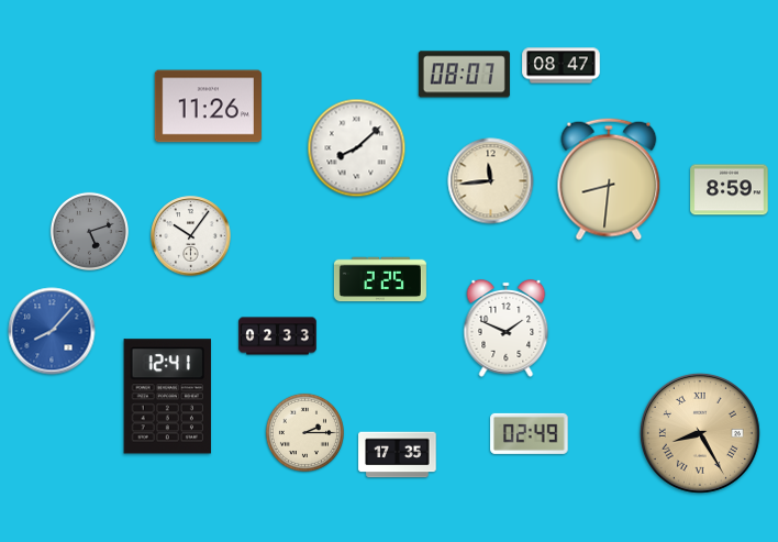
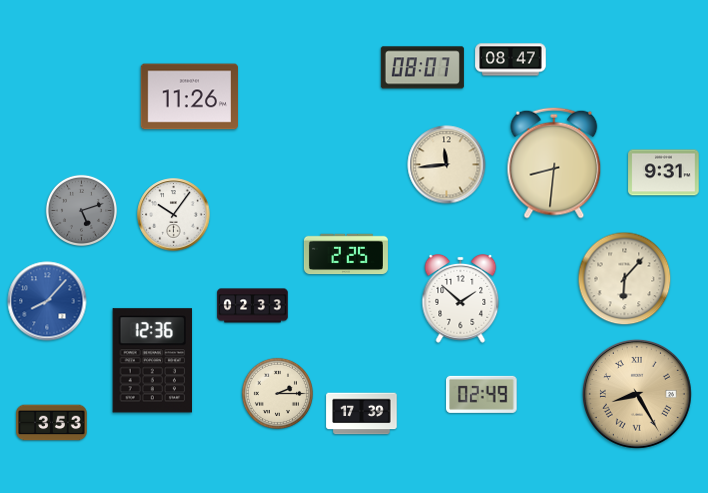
clock at (357, 148): 8:08 -> none
clock at (730, 190): 8:59 -> 9:31
clock at (625, 279): none -> 6:07
clock at (507, 329): 1:49 -> 1:52
clock at (167, 397): 12:41 -> 12:36
clock at (398, 455): 17:35 -> 17:39
clock at (52, 423): none -> 3:53
